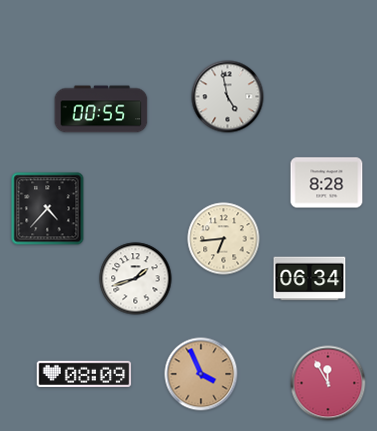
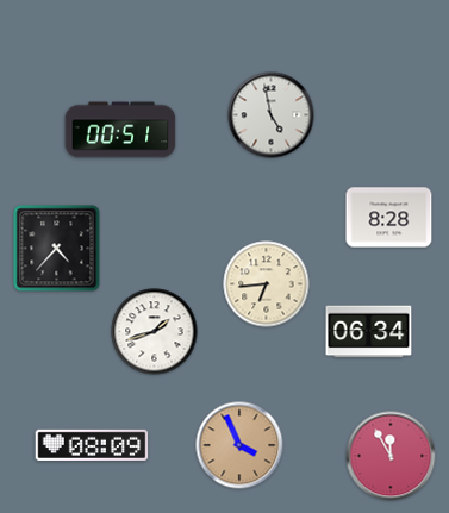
clock at (101, 109): 00:55 -> 00:51
clock at (136, 279) position: (136, 279) -> (155, 332)
clock at (84, 374) position: (84, 374) -> (92, 445)
